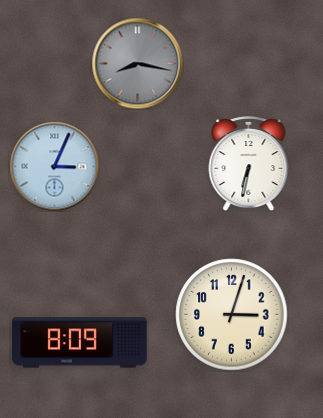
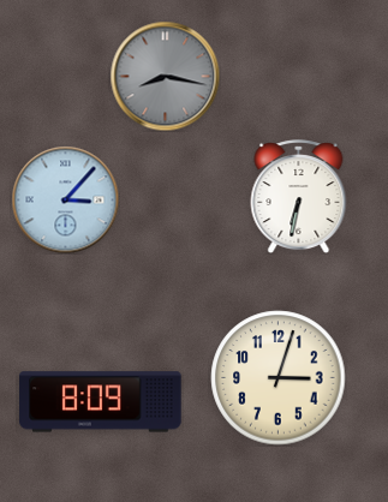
clock at (54, 166): 3:04 -> 3:07
clock at (80, 343) position: (80, 343) -> (101, 402)
